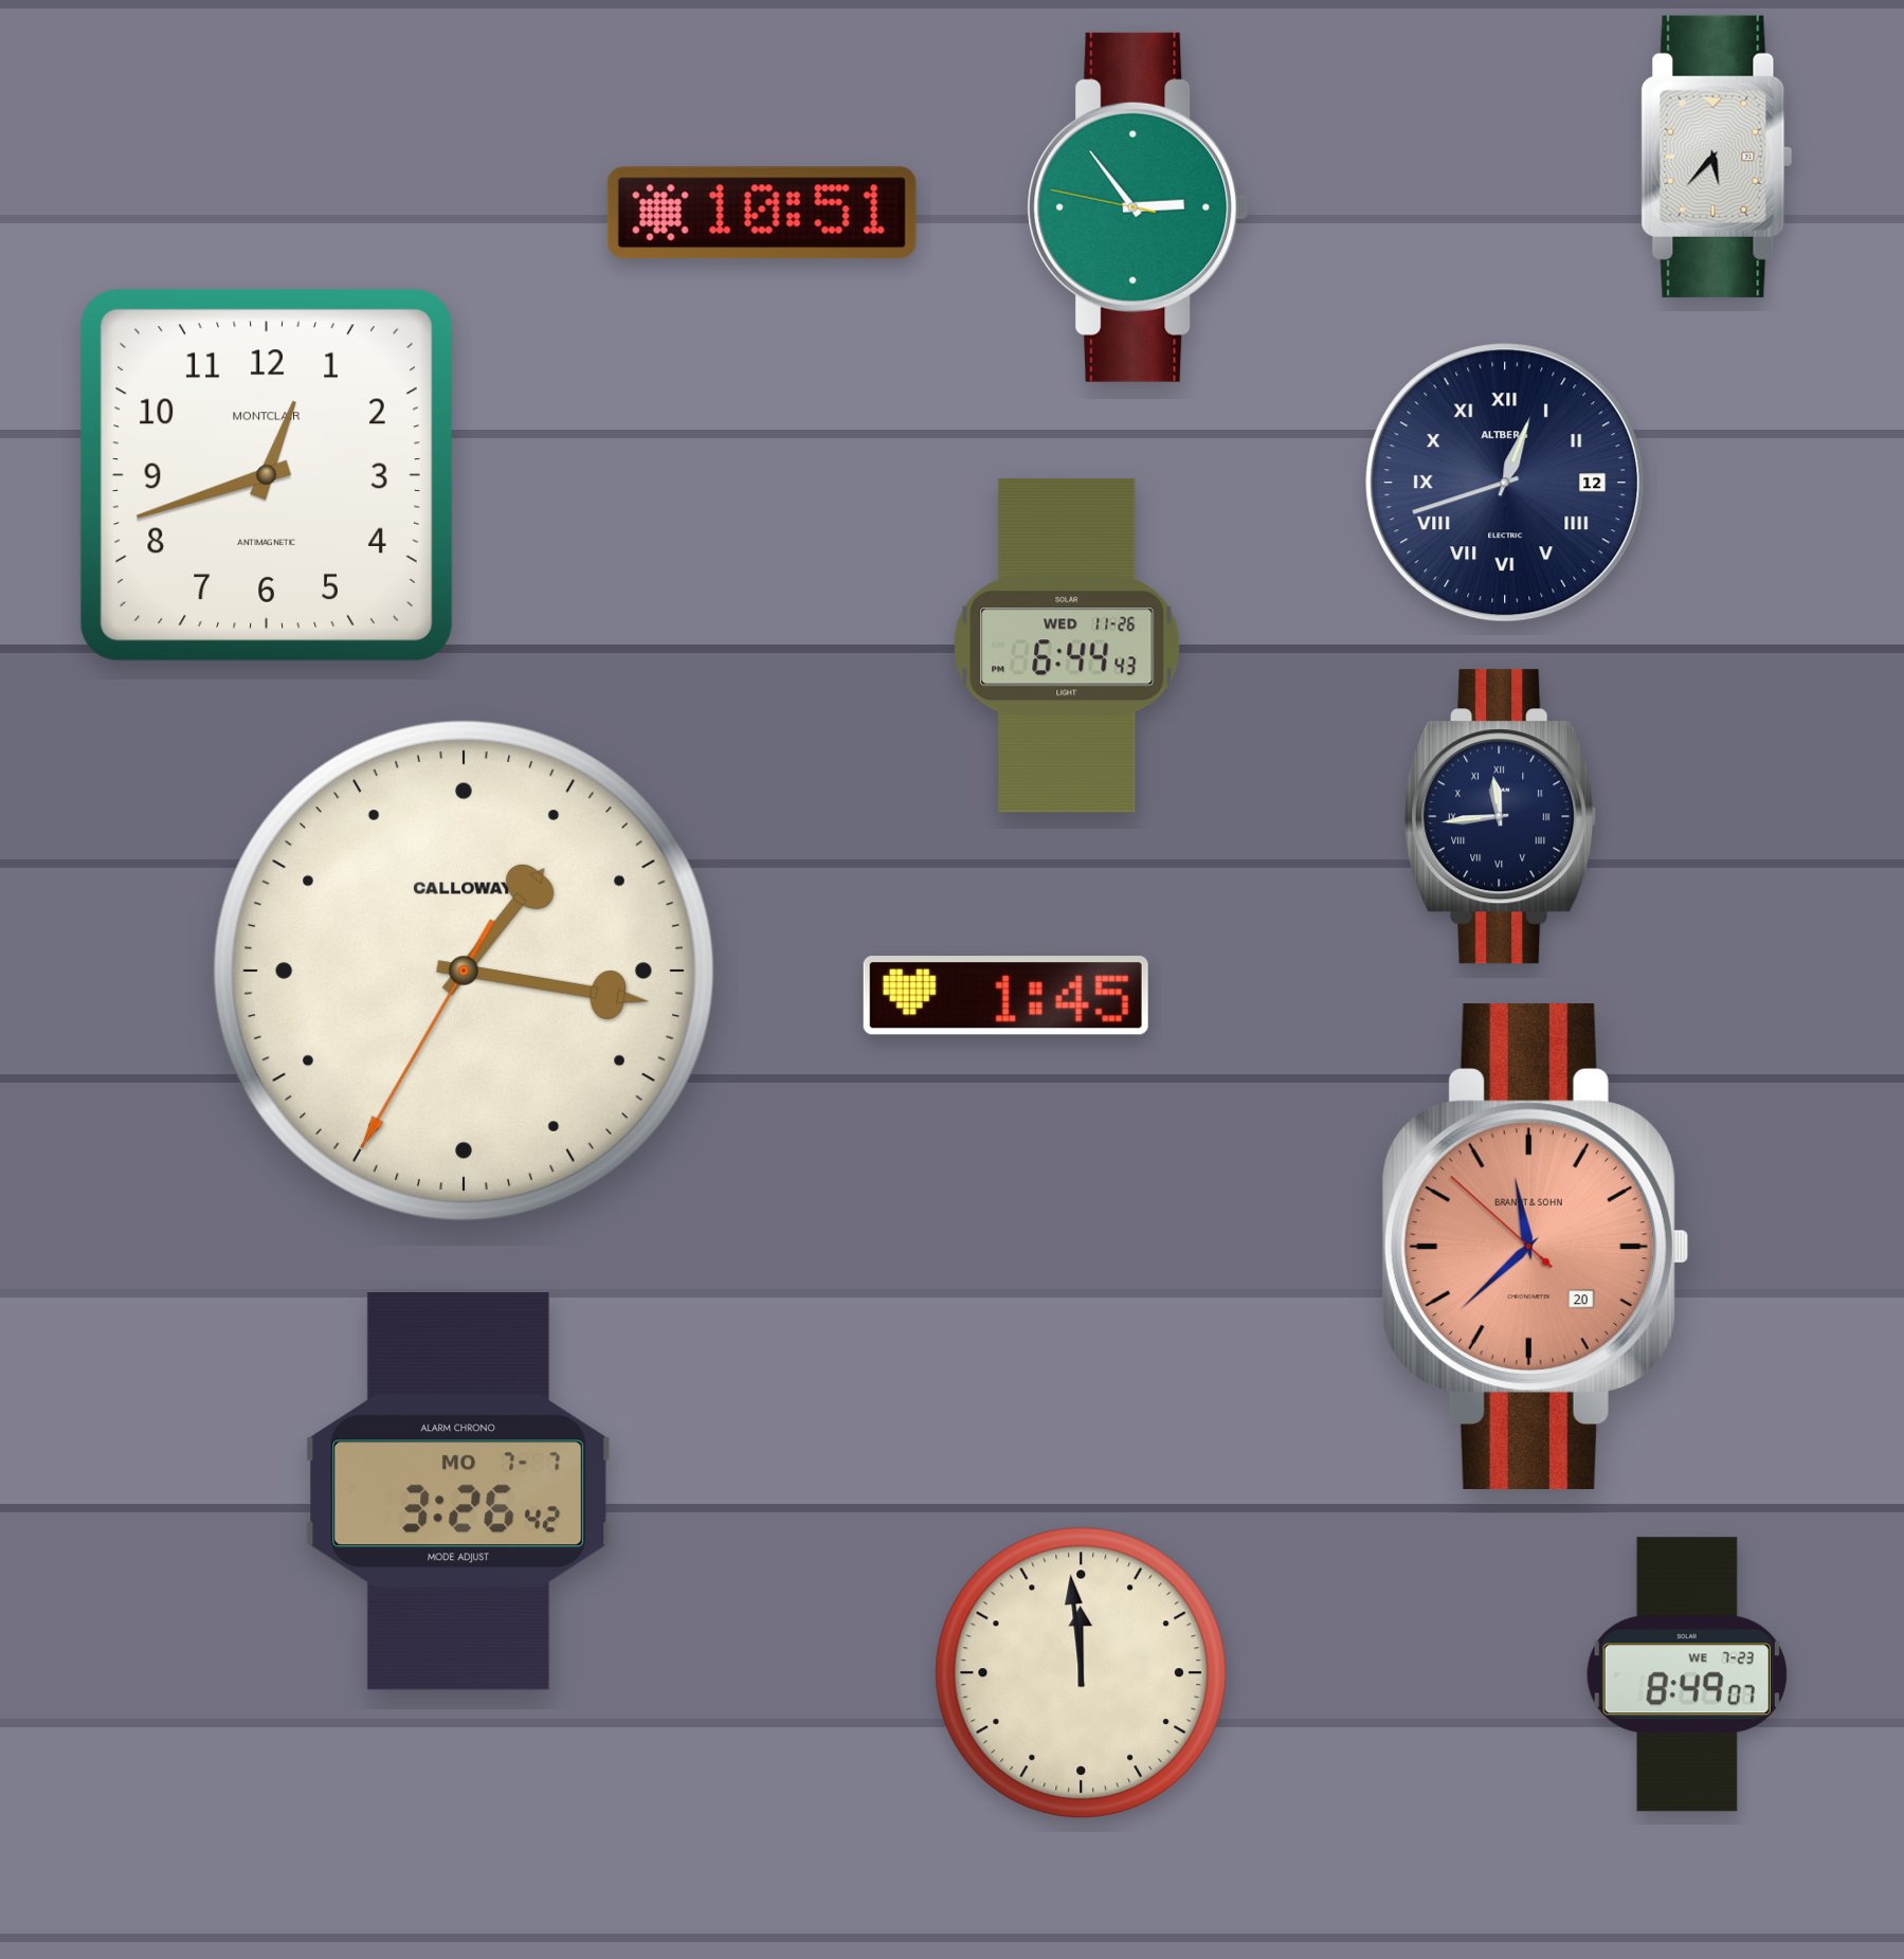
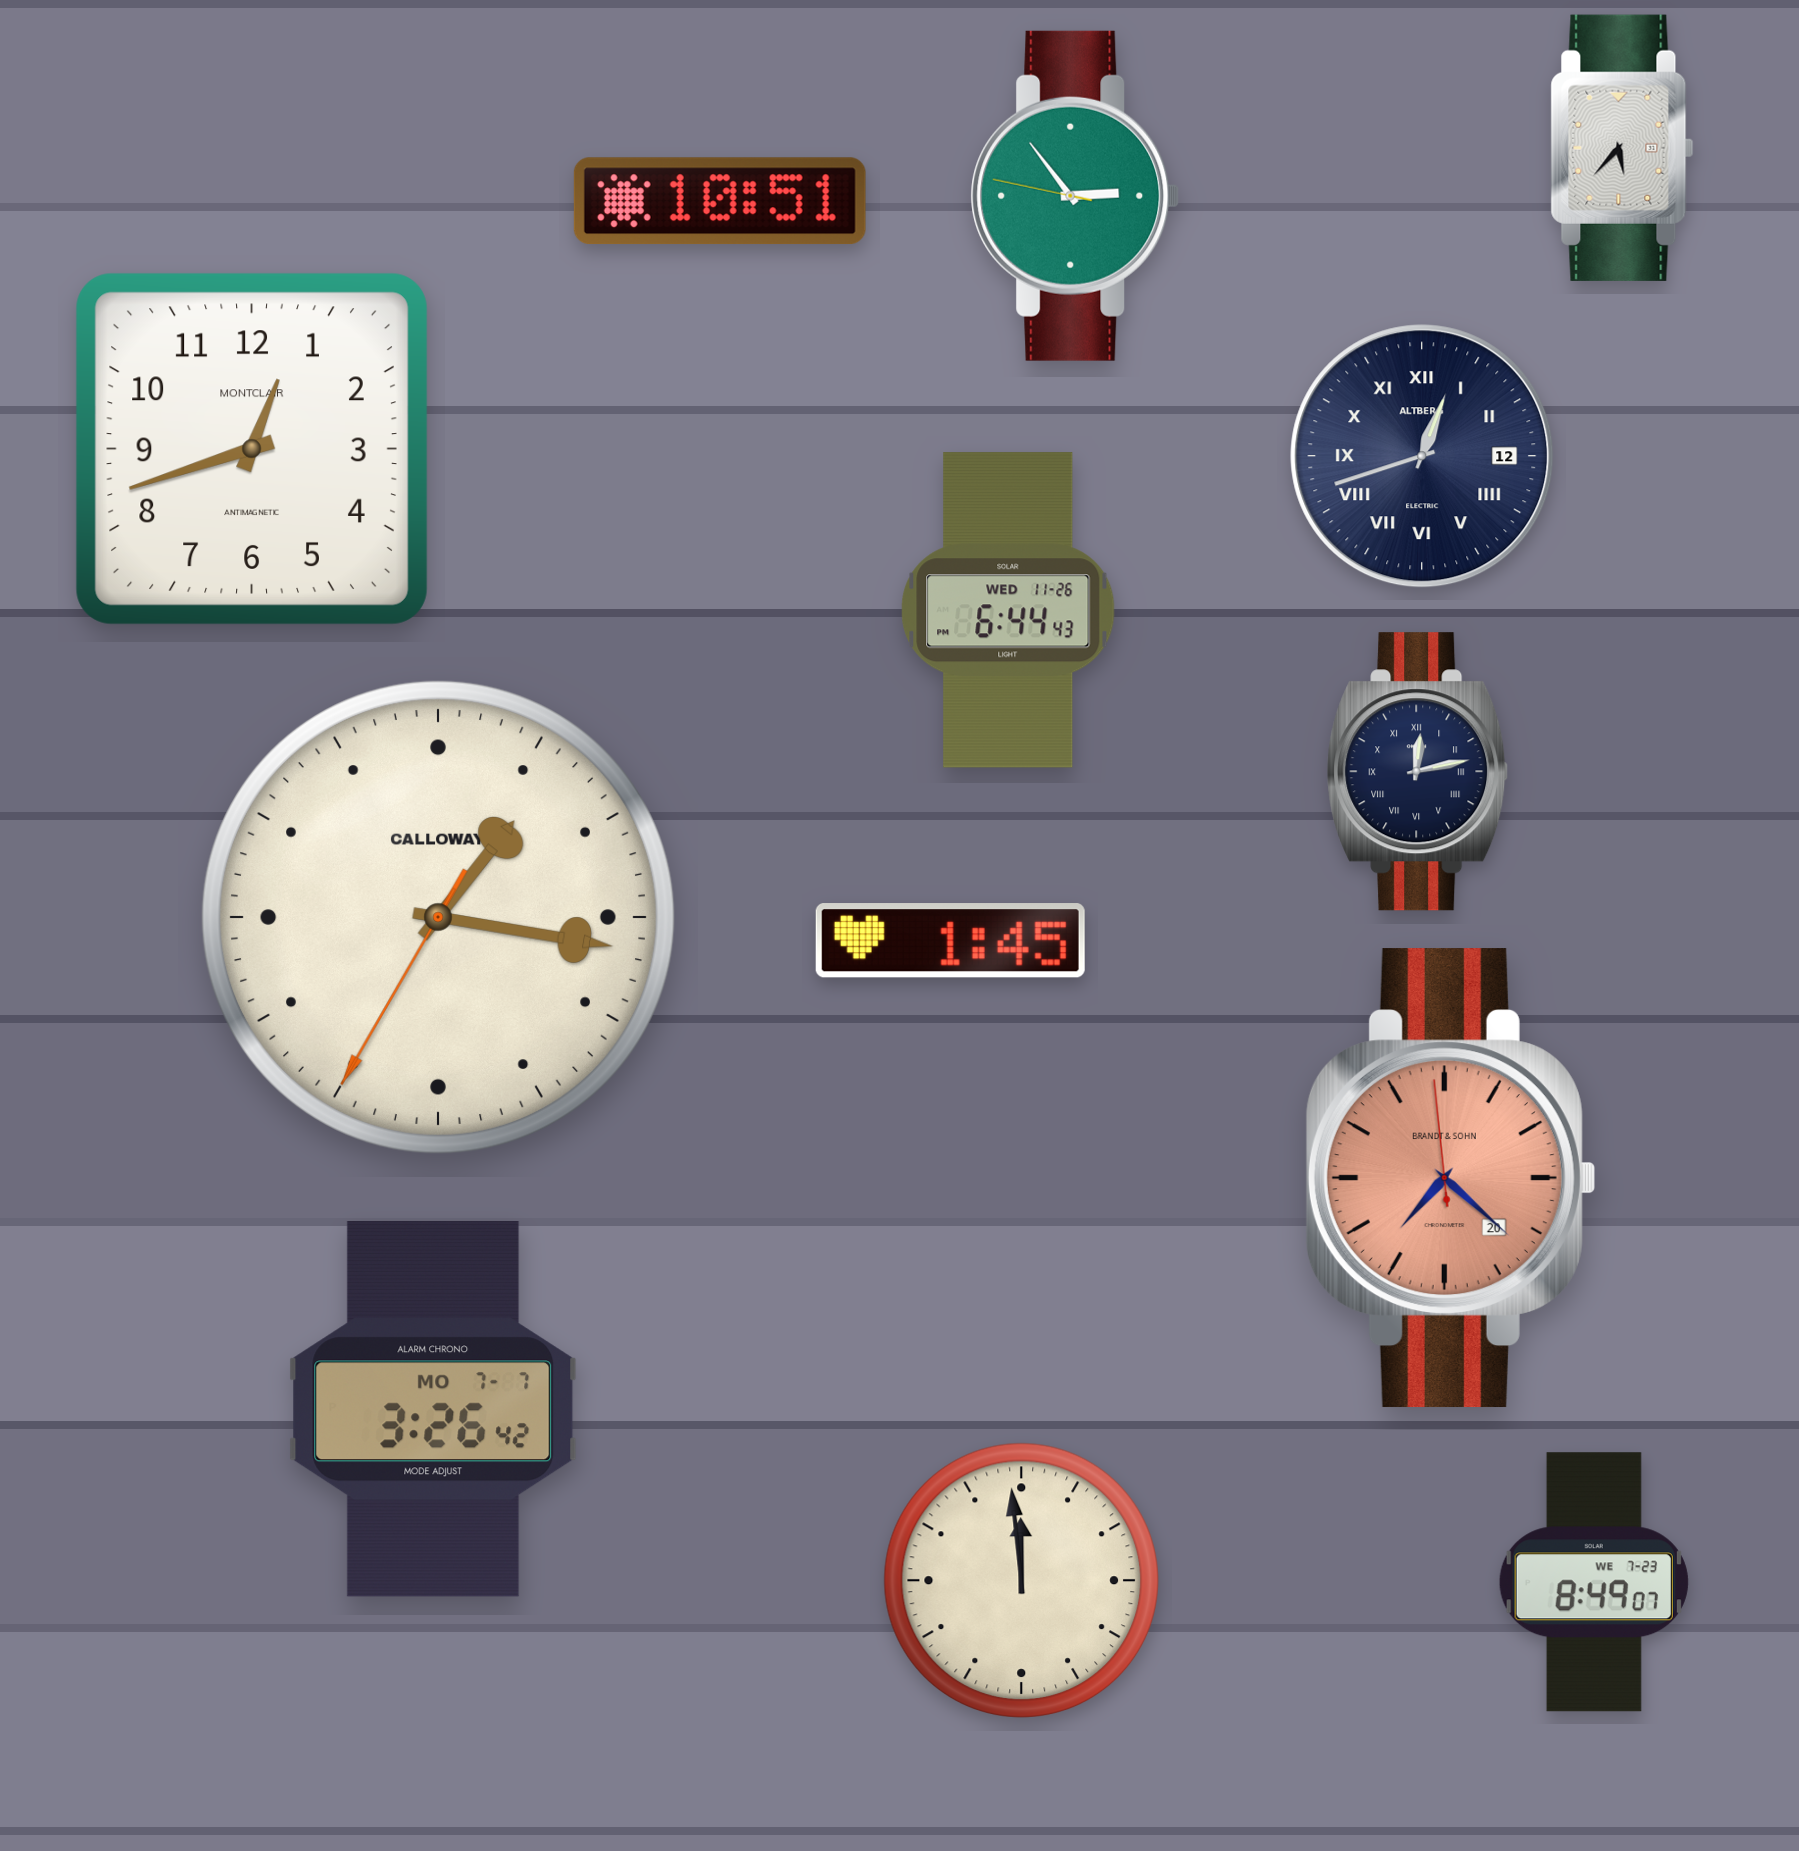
clock at (1501, 817): 11:44 -> 12:13
clock at (1536, 1247): 11:37 -> 7:21
